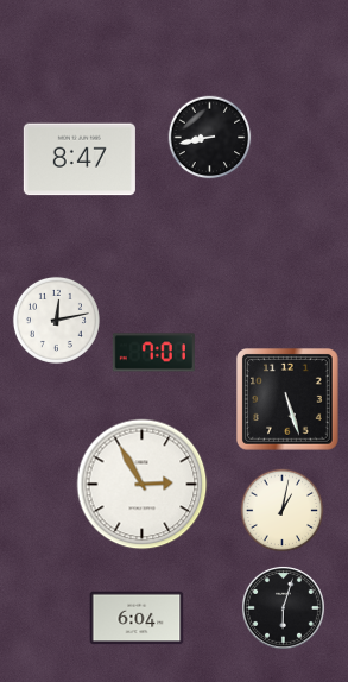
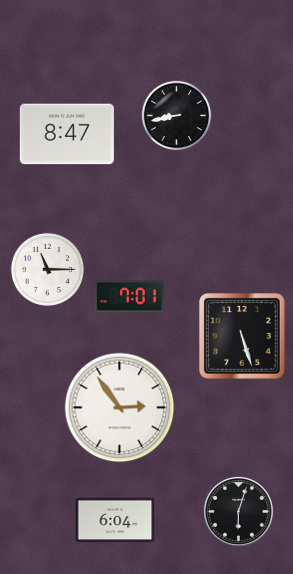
clock at (56, 320): 12:13 -> 11:15
clock at (143, 485): 2:55 -> 2:54
clock at (283, 511): 1:02 -> none
